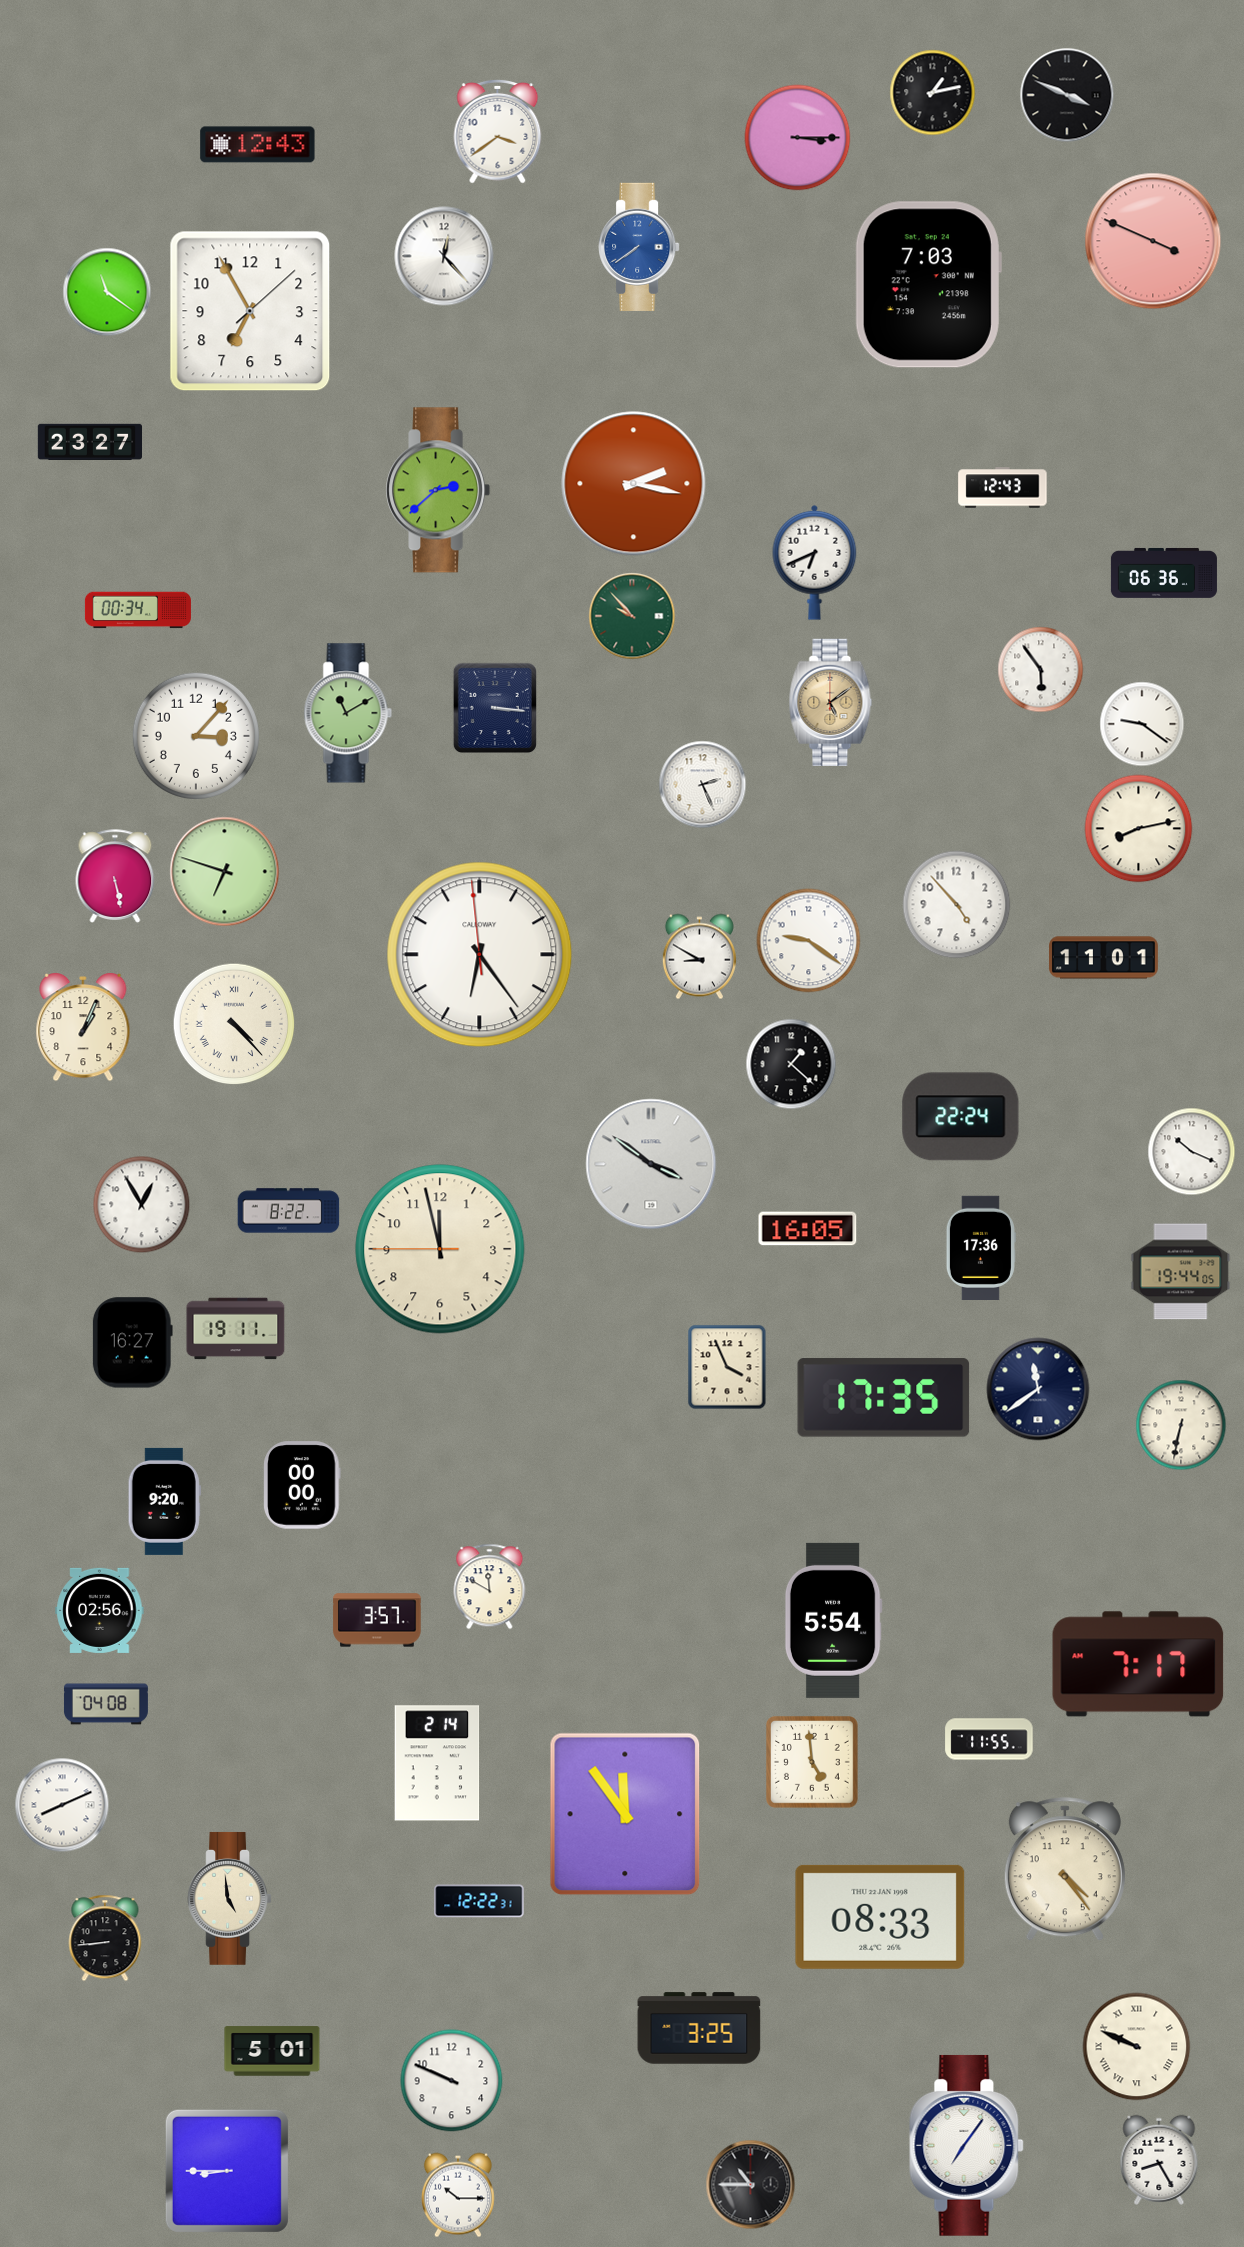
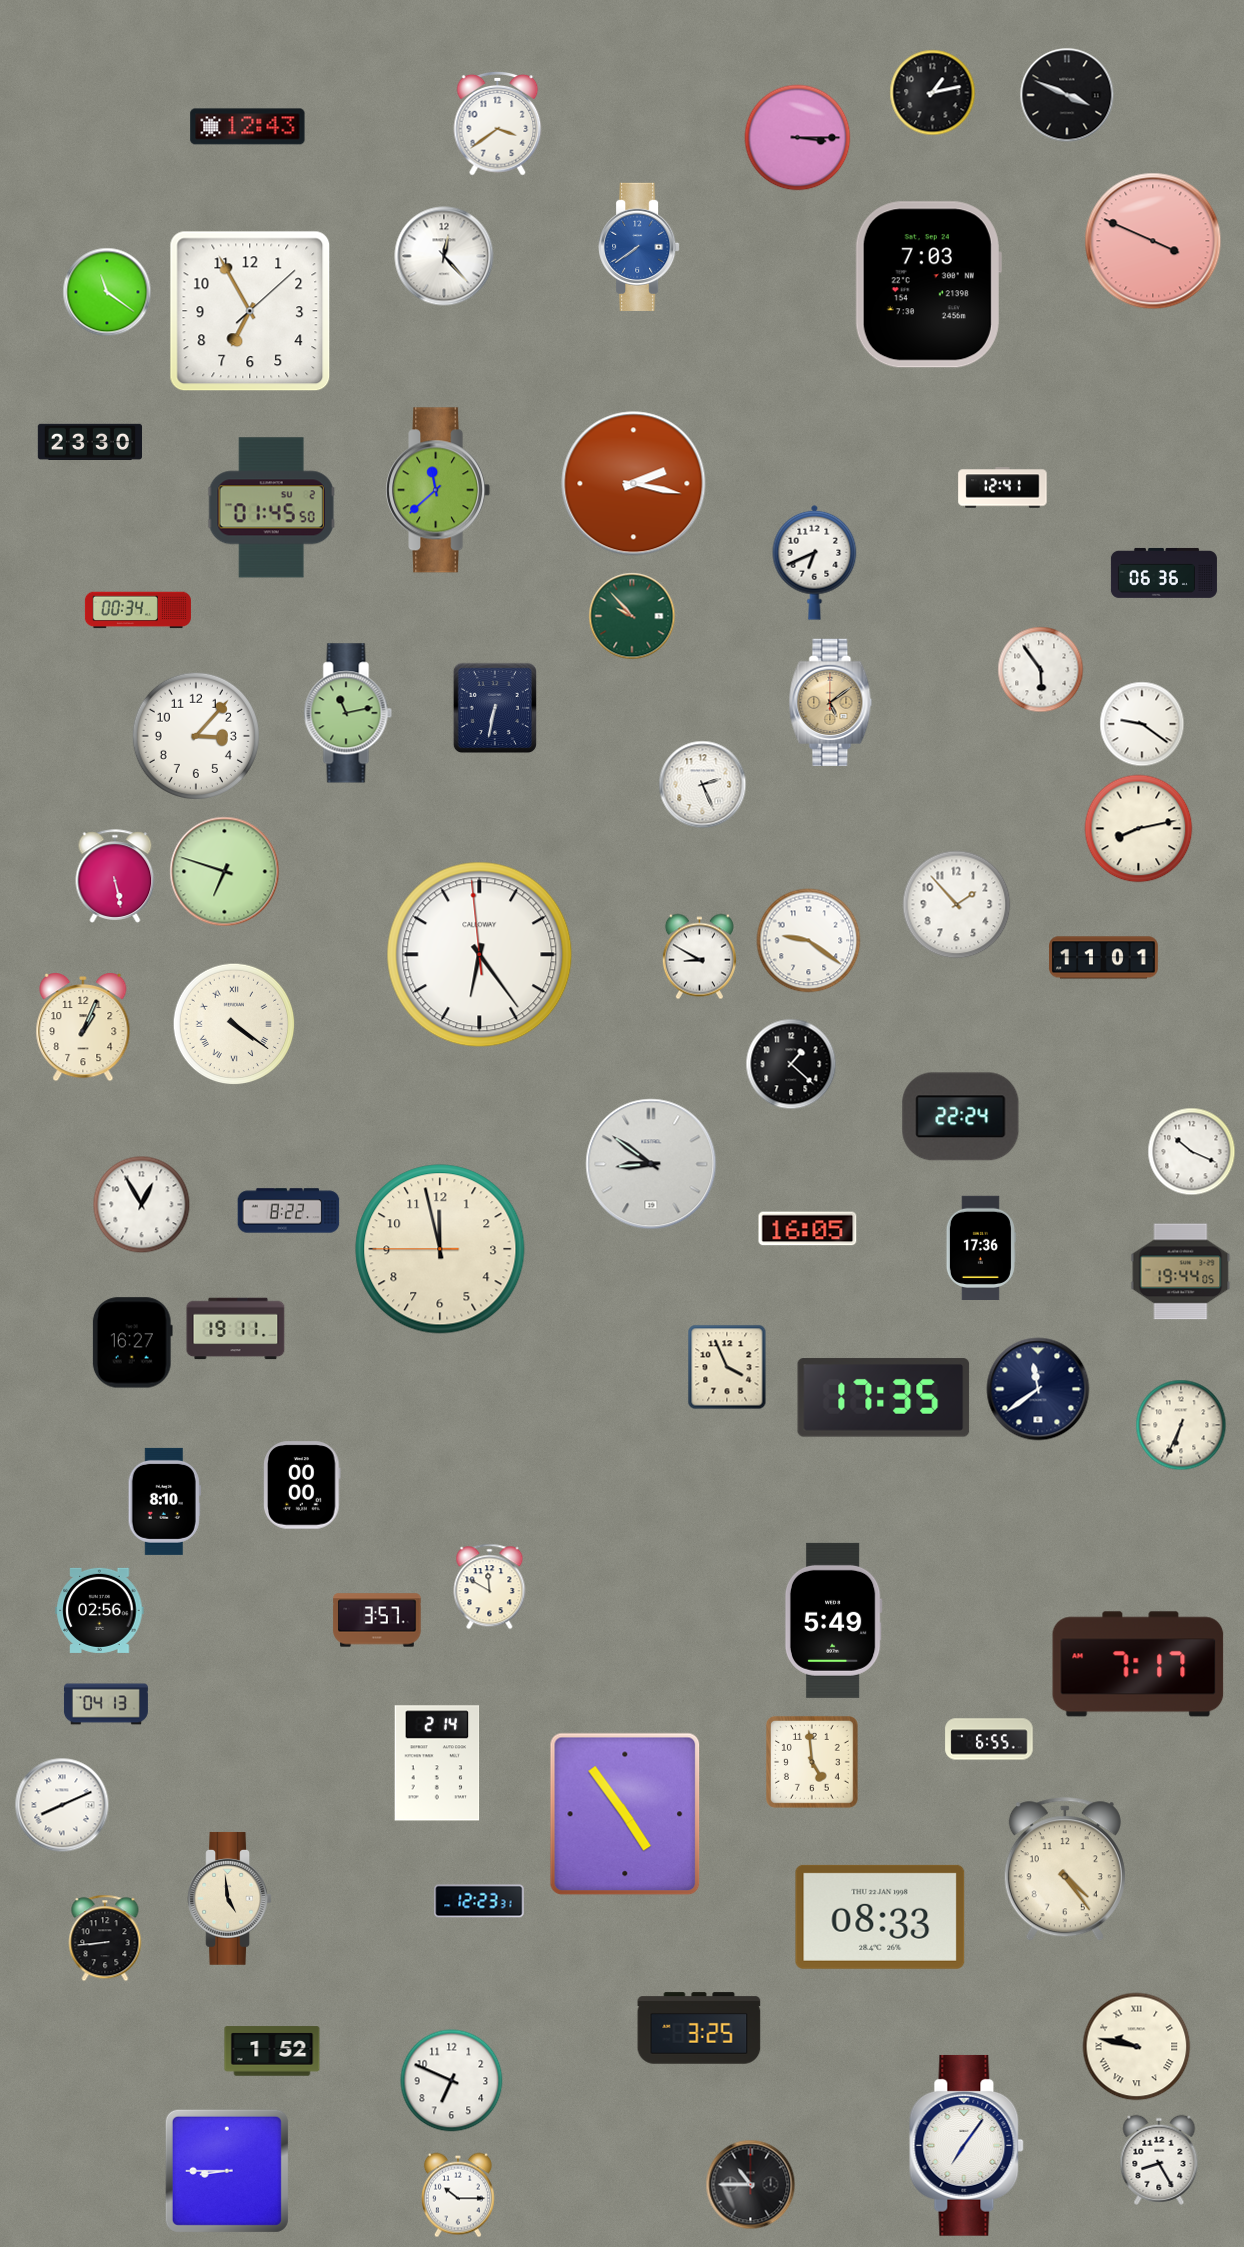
clock at (498, 131) position: (498, 131) -> (498, 123)
clock at (258, 145) position: (258, 145) -> (248, 127)
clock at (89, 441): 23:27 -> 23:30
clock at (1003, 488): 12:43 -> 12:41
clock at (438, 490): 2:38 -> 11:38
clock at (271, 508): none -> 01:45
clock at (495, 707): 3:16 -> 6:32
clock at (348, 713): 11:10 -> 11:13
clock at (957, 905): 4:53 -> 1:53
clock at (234, 1024): 4:23 -> 4:21
clock at (651, 1164): 3:51 -> 8:51
clock at (1181, 1425): 6:32 -> 6:34
clock at (164, 1501): 9:20 -> 8:10
clock at (833, 1620): 5:54 -> 5:49
clock at (106, 1704): 04:08 -> 04:13
clock at (989, 1739): 11:55 -> 6:55
clock at (625, 1814): 11:54 -> 4:54
clock at (479, 1901): 12:22 -> 12:23
clock at (1137, 2047): 9:49 -> 9:47
clock at (272, 2051): 5:01 -> 1:52
clock at (452, 2081): 9:49 -> 6:49
